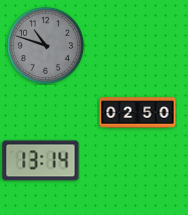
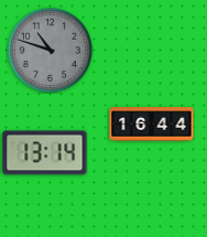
clock at (138, 113): 02:50 -> 16:44
clock at (41, 161) position: (41, 161) -> (45, 153)
